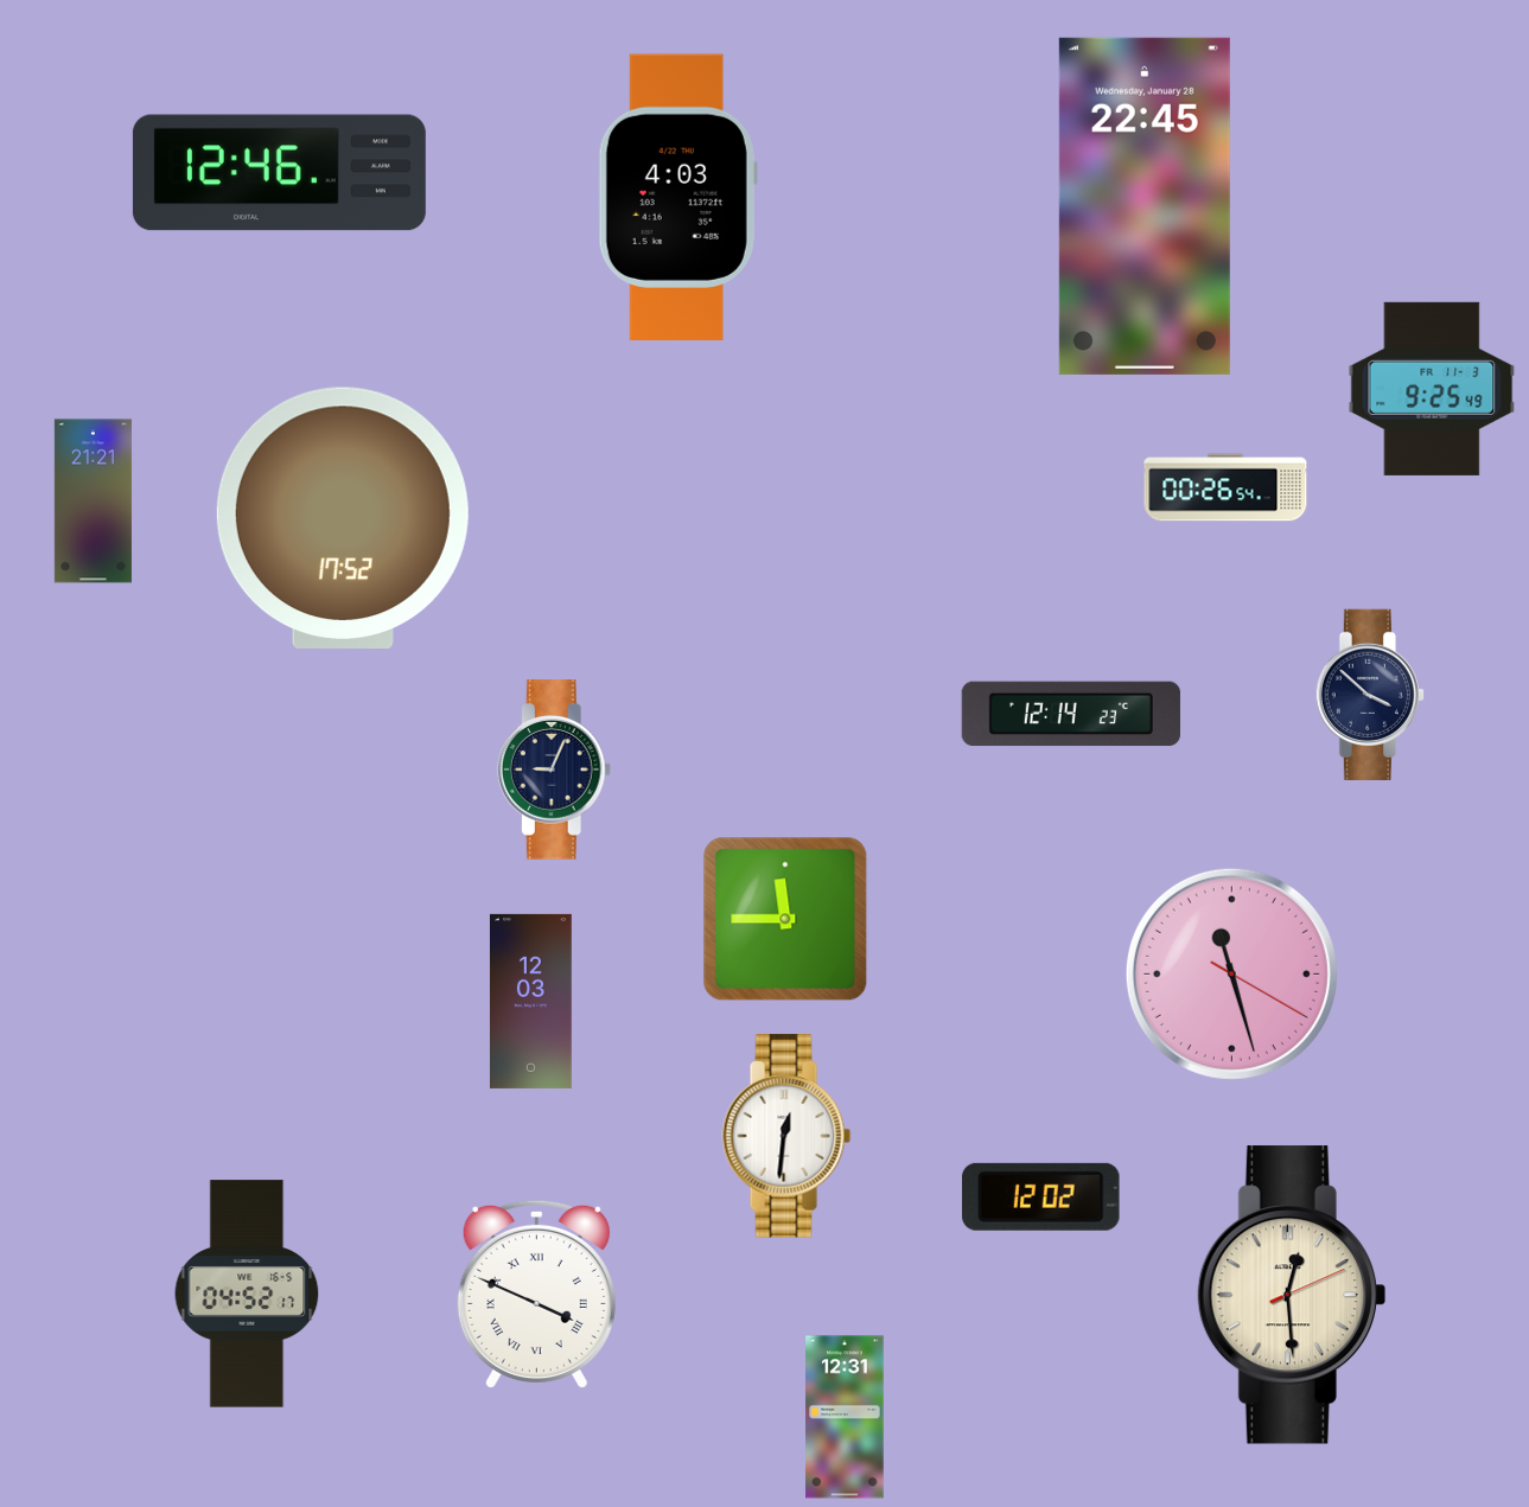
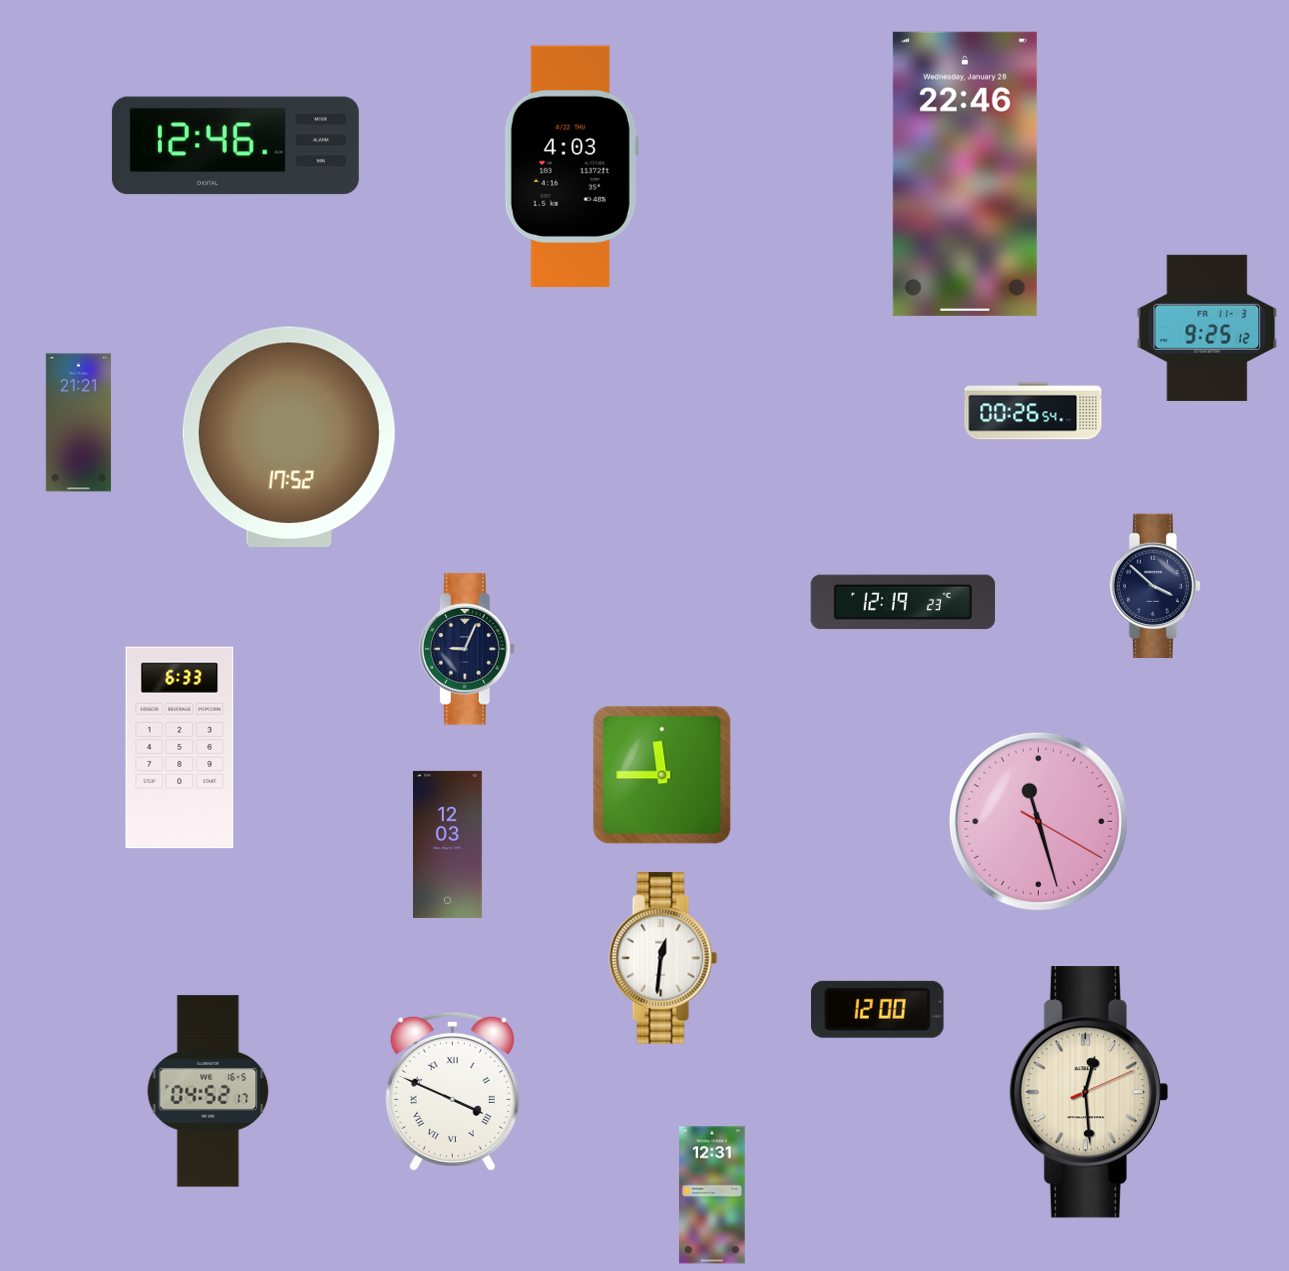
clock at (1145, 206): 22:45 -> 22:46
clock at (1432, 389): 9:25:49 -> 9:25:12
clock at (1071, 714): 12:14 -> 12:19
clock at (180, 748): none -> 6:33
clock at (1041, 1196): 12:02 -> 12:00
